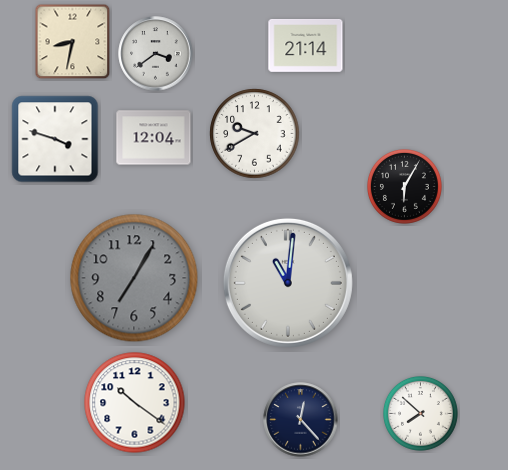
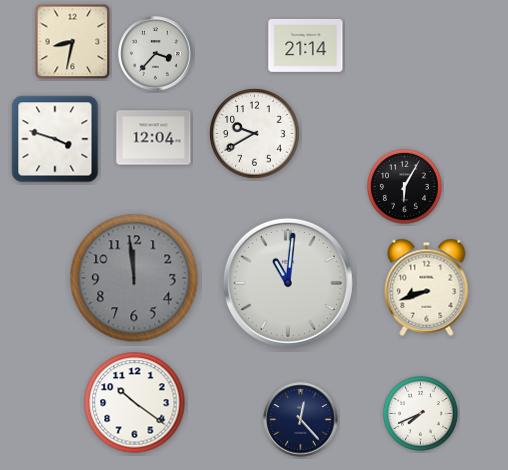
clock at (156, 54): 3:39 -> 3:37
clock at (134, 278): 7:05 -> 11:59
clock at (427, 287): none -> 8:42
clock at (421, 414): 7:52 -> 7:41
